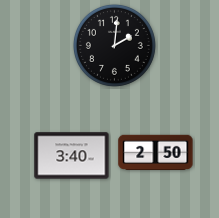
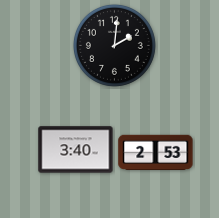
clock at (156, 153): 2:50 -> 2:53
clock at (72, 156) position: (72, 156) -> (76, 150)
